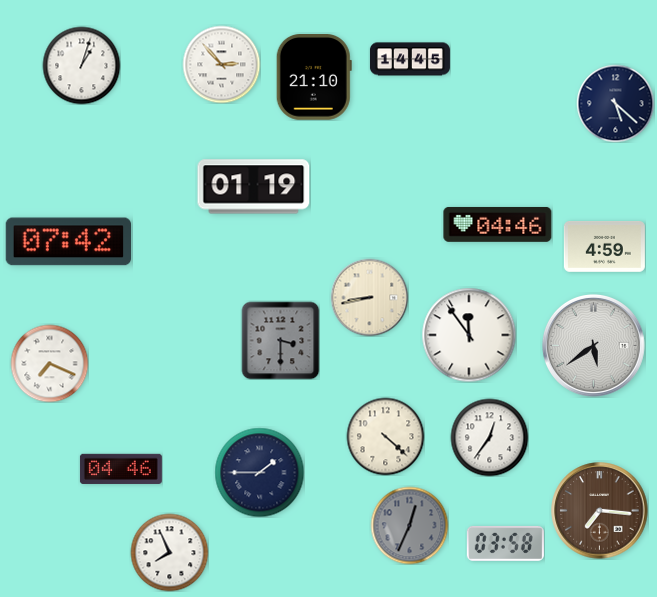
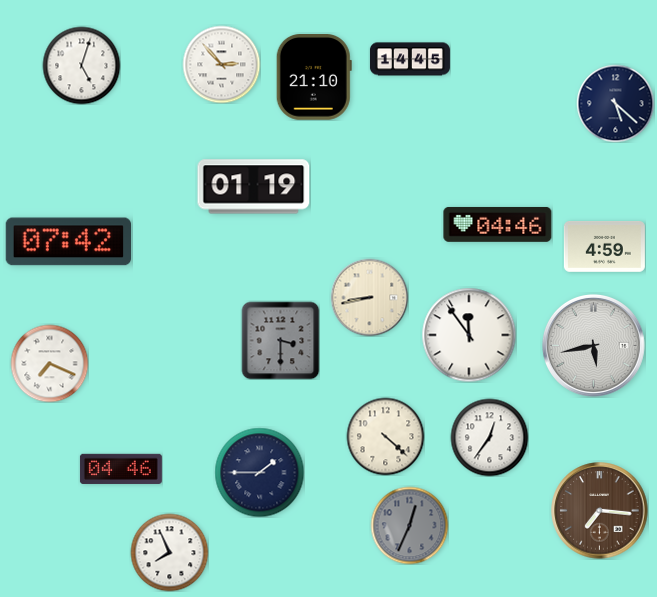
clock at (81, 65): 1:03 -> 5:03
clock at (593, 345): 5:39 -> 5:43
clock at (505, 543): 03:58 -> none
